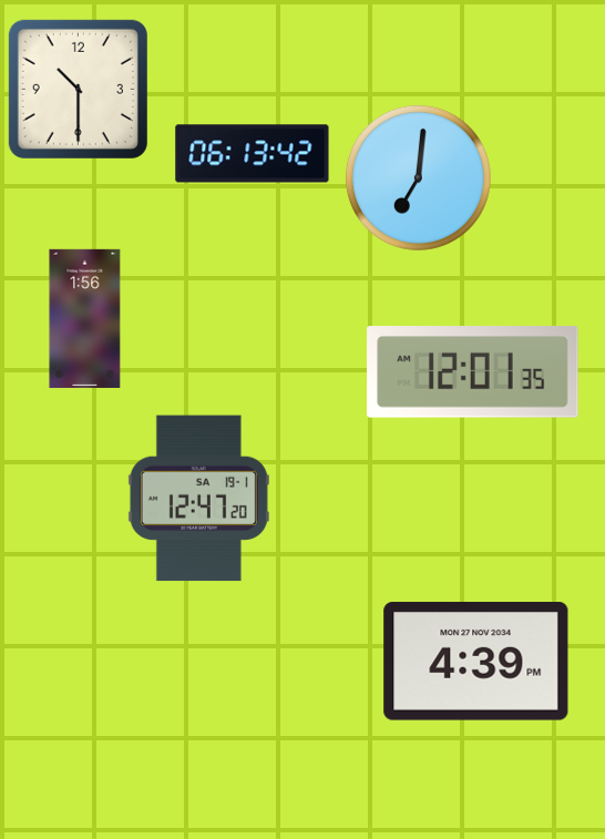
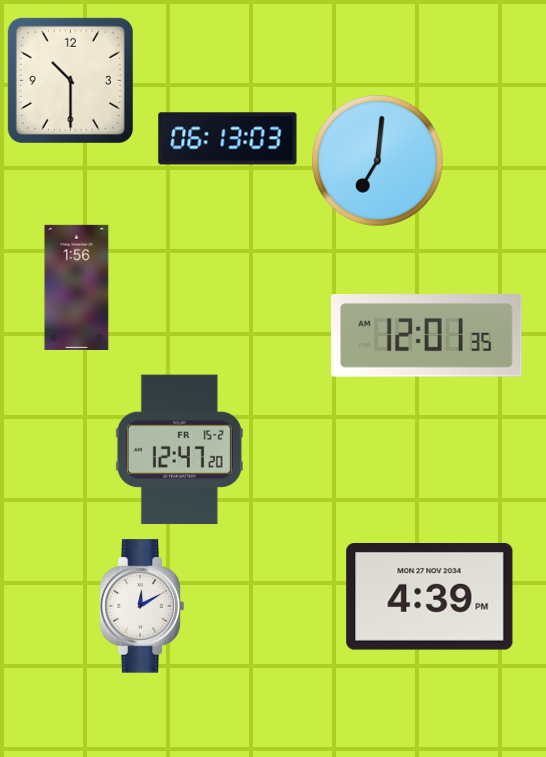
clock at (253, 154): 06:13:42 -> 06:13:03
clock at (198, 499) date: SA 19-1 -> FR 15-2
clock at (142, 606): none -> 12:10
